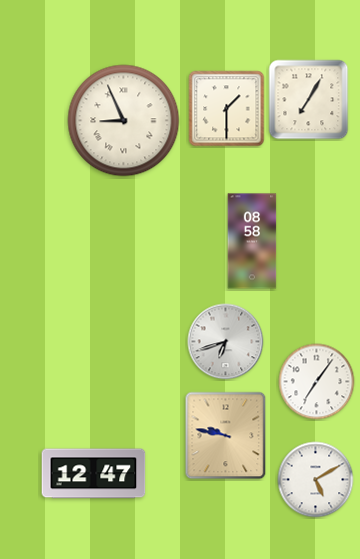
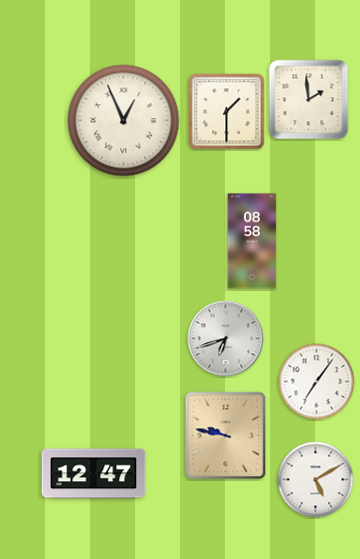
clock at (309, 100): 7:05 -> 1:59
clock at (227, 109) position: (227, 109) -> (227, 112)
clock at (124, 121): 8:56 -> 12:56
clock at (226, 342) position: (226, 342) -> (226, 339)
